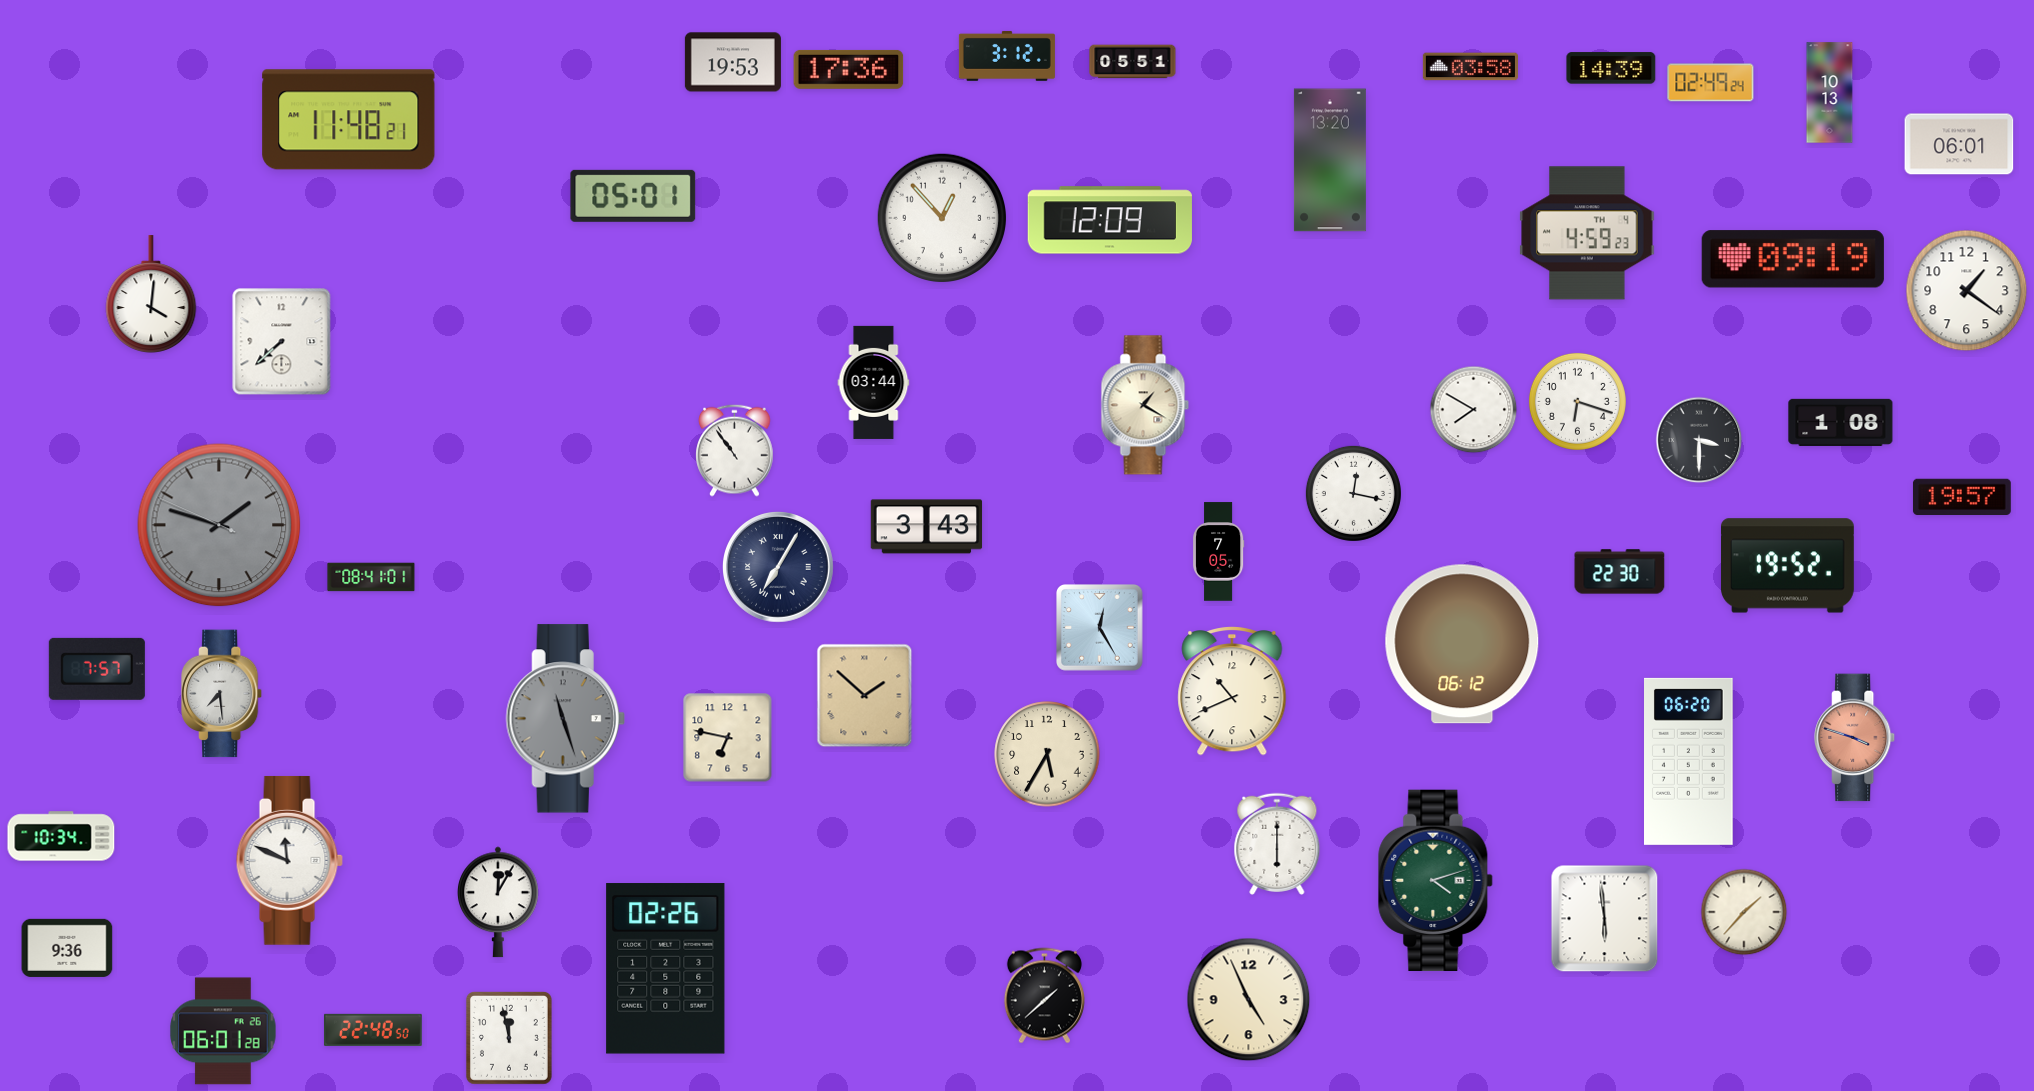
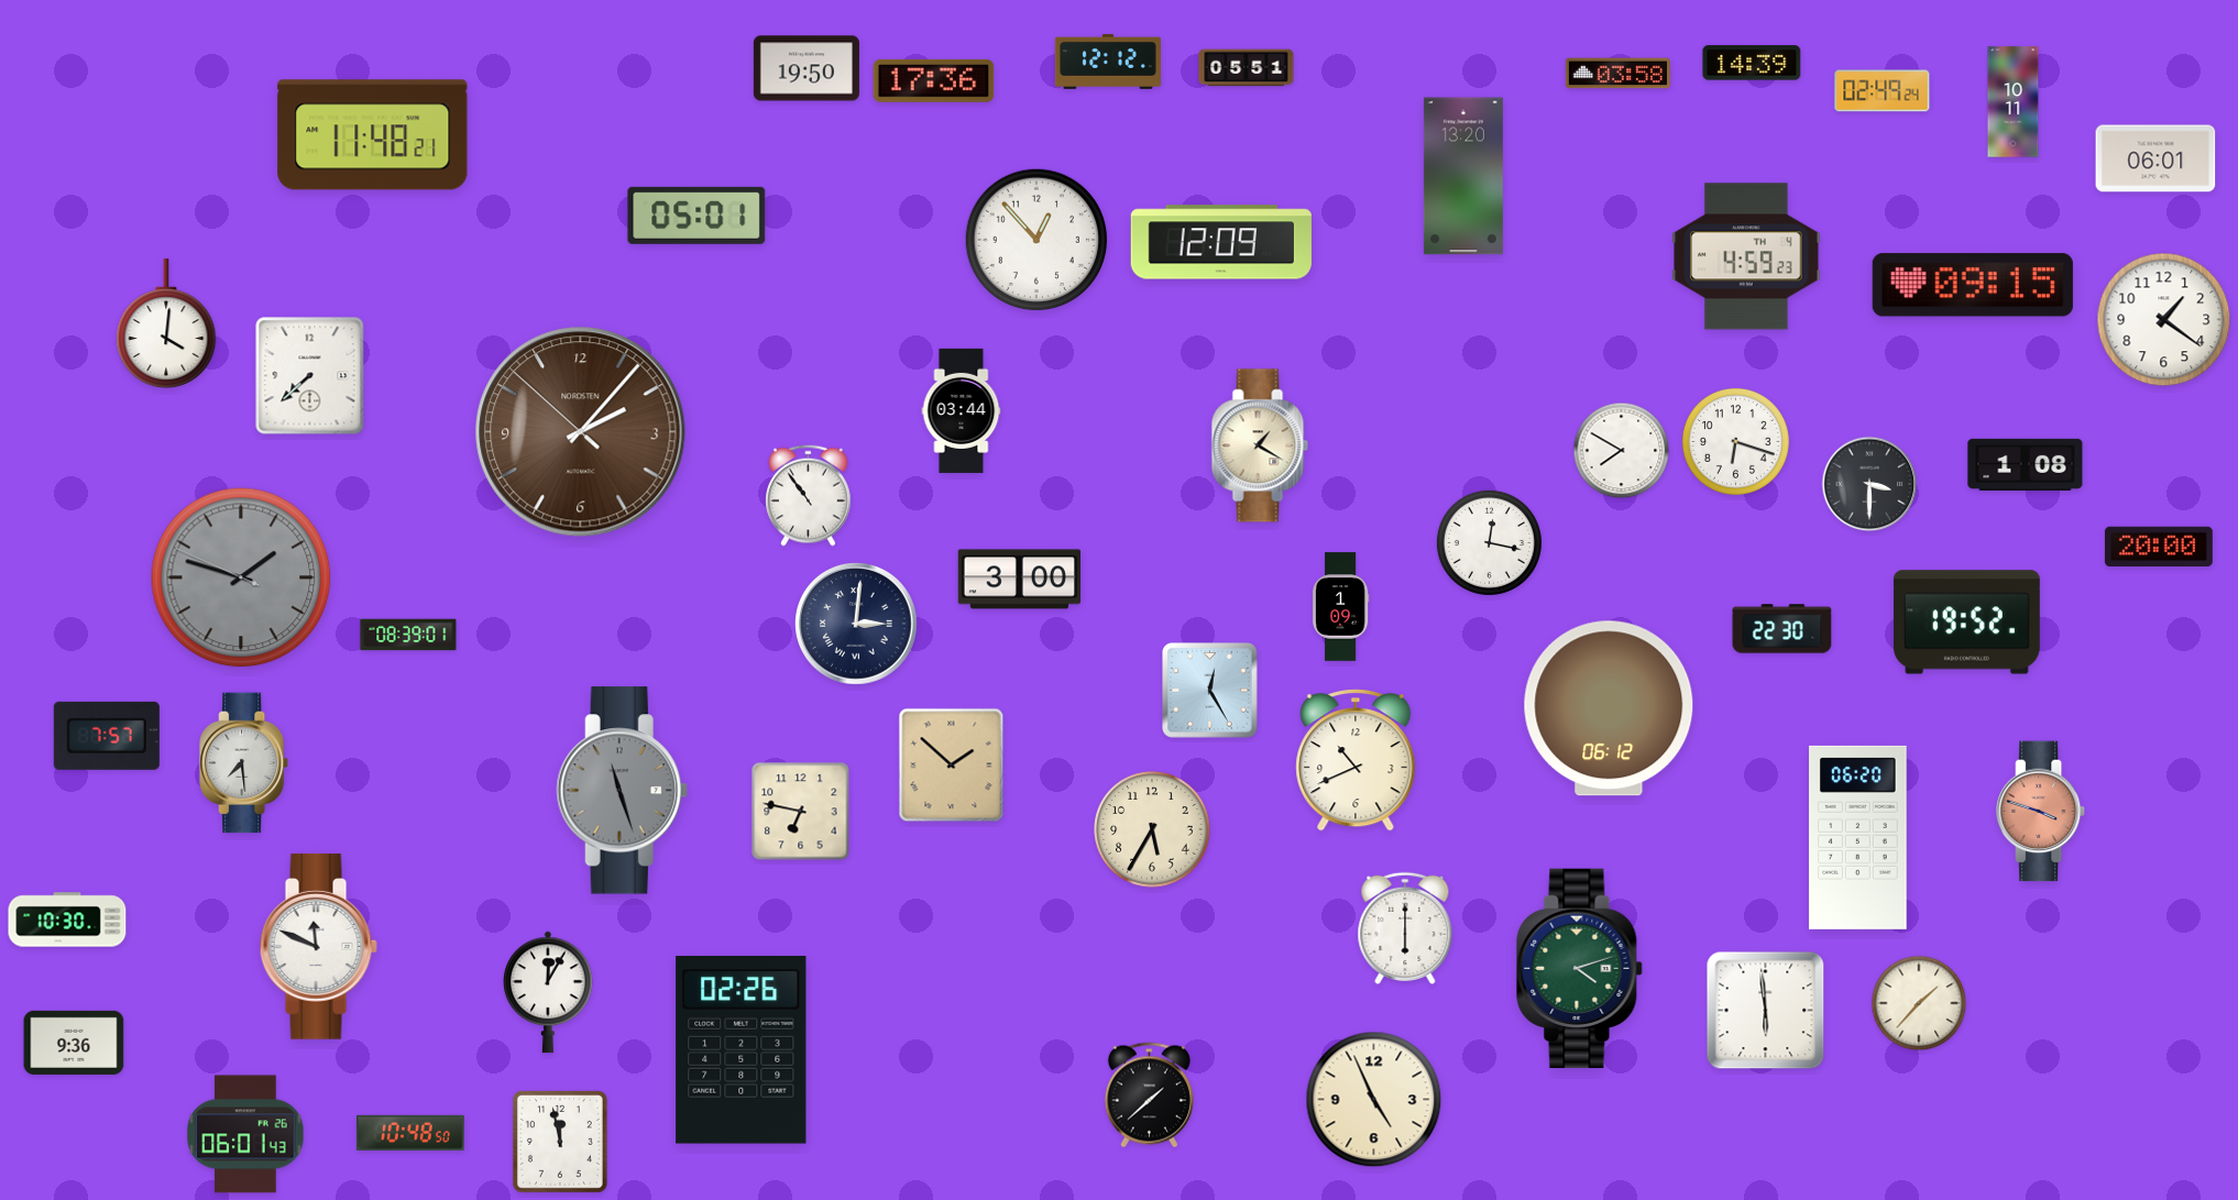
clock at (1007, 56): 3:12 -> 12:12
clock at (733, 62): 19:53 -> 19:50
clock at (1611, 68) position: (1611, 68) -> (1752, 63)
clock at (849, 69) position: (849, 69) -> (934, 80)
clock at (1830, 93): 10:13 -> 10:11
clock at (349, 120) position: (349, 120) -> (373, 135)
clock at (1793, 259): 09:19 -> 09:15
clock at (874, 382) position: (874, 382) -> (962, 410)
clock at (581, 432): none -> 2:06
clock at (1962, 497): 19:57 -> 20:00
clock at (927, 527): 3:43 -> 3:00
clock at (1218, 552): 7:05 -> 1:09
clock at (779, 568): 7:05 -> 3:01
clock at (371, 577): 08:41 -> 08:39
clock at (61, 836): 10:34 -> 10:30
clock at (666, 969) position: (666, 969) -> (742, 1050)
clock at (373, 1030): 22:48 -> 10:48
clock at (223, 1031): 06:01:28 -> 06:01:43
